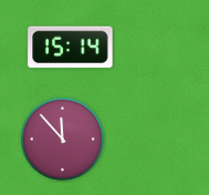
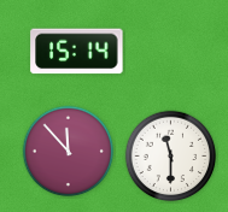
clock at (171, 157): none -> 11:30
